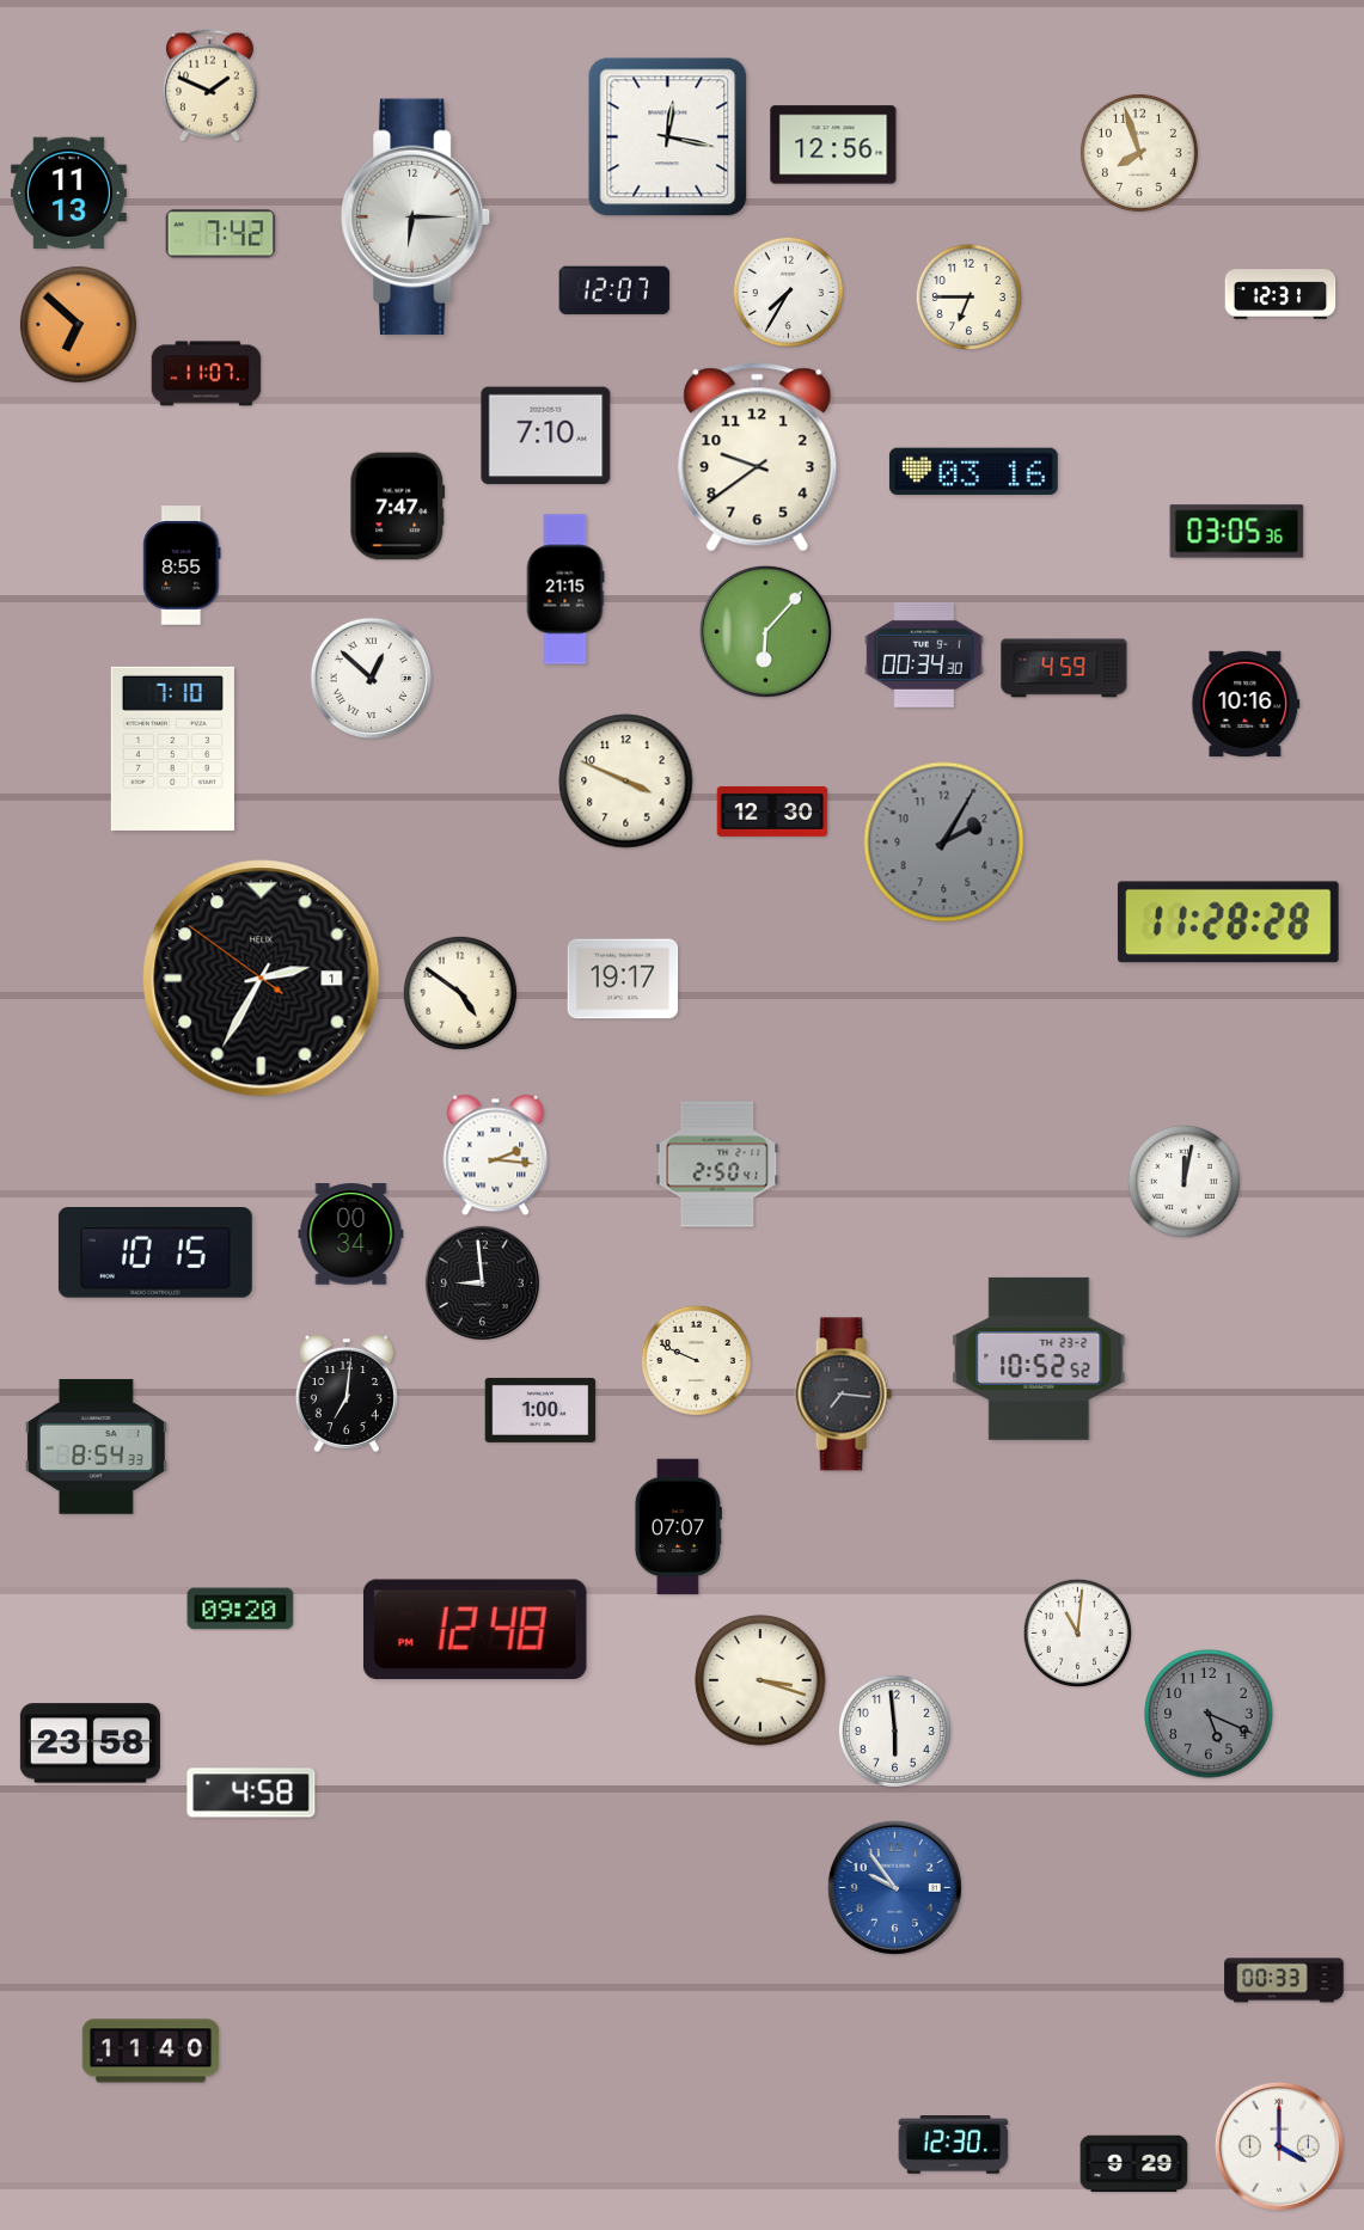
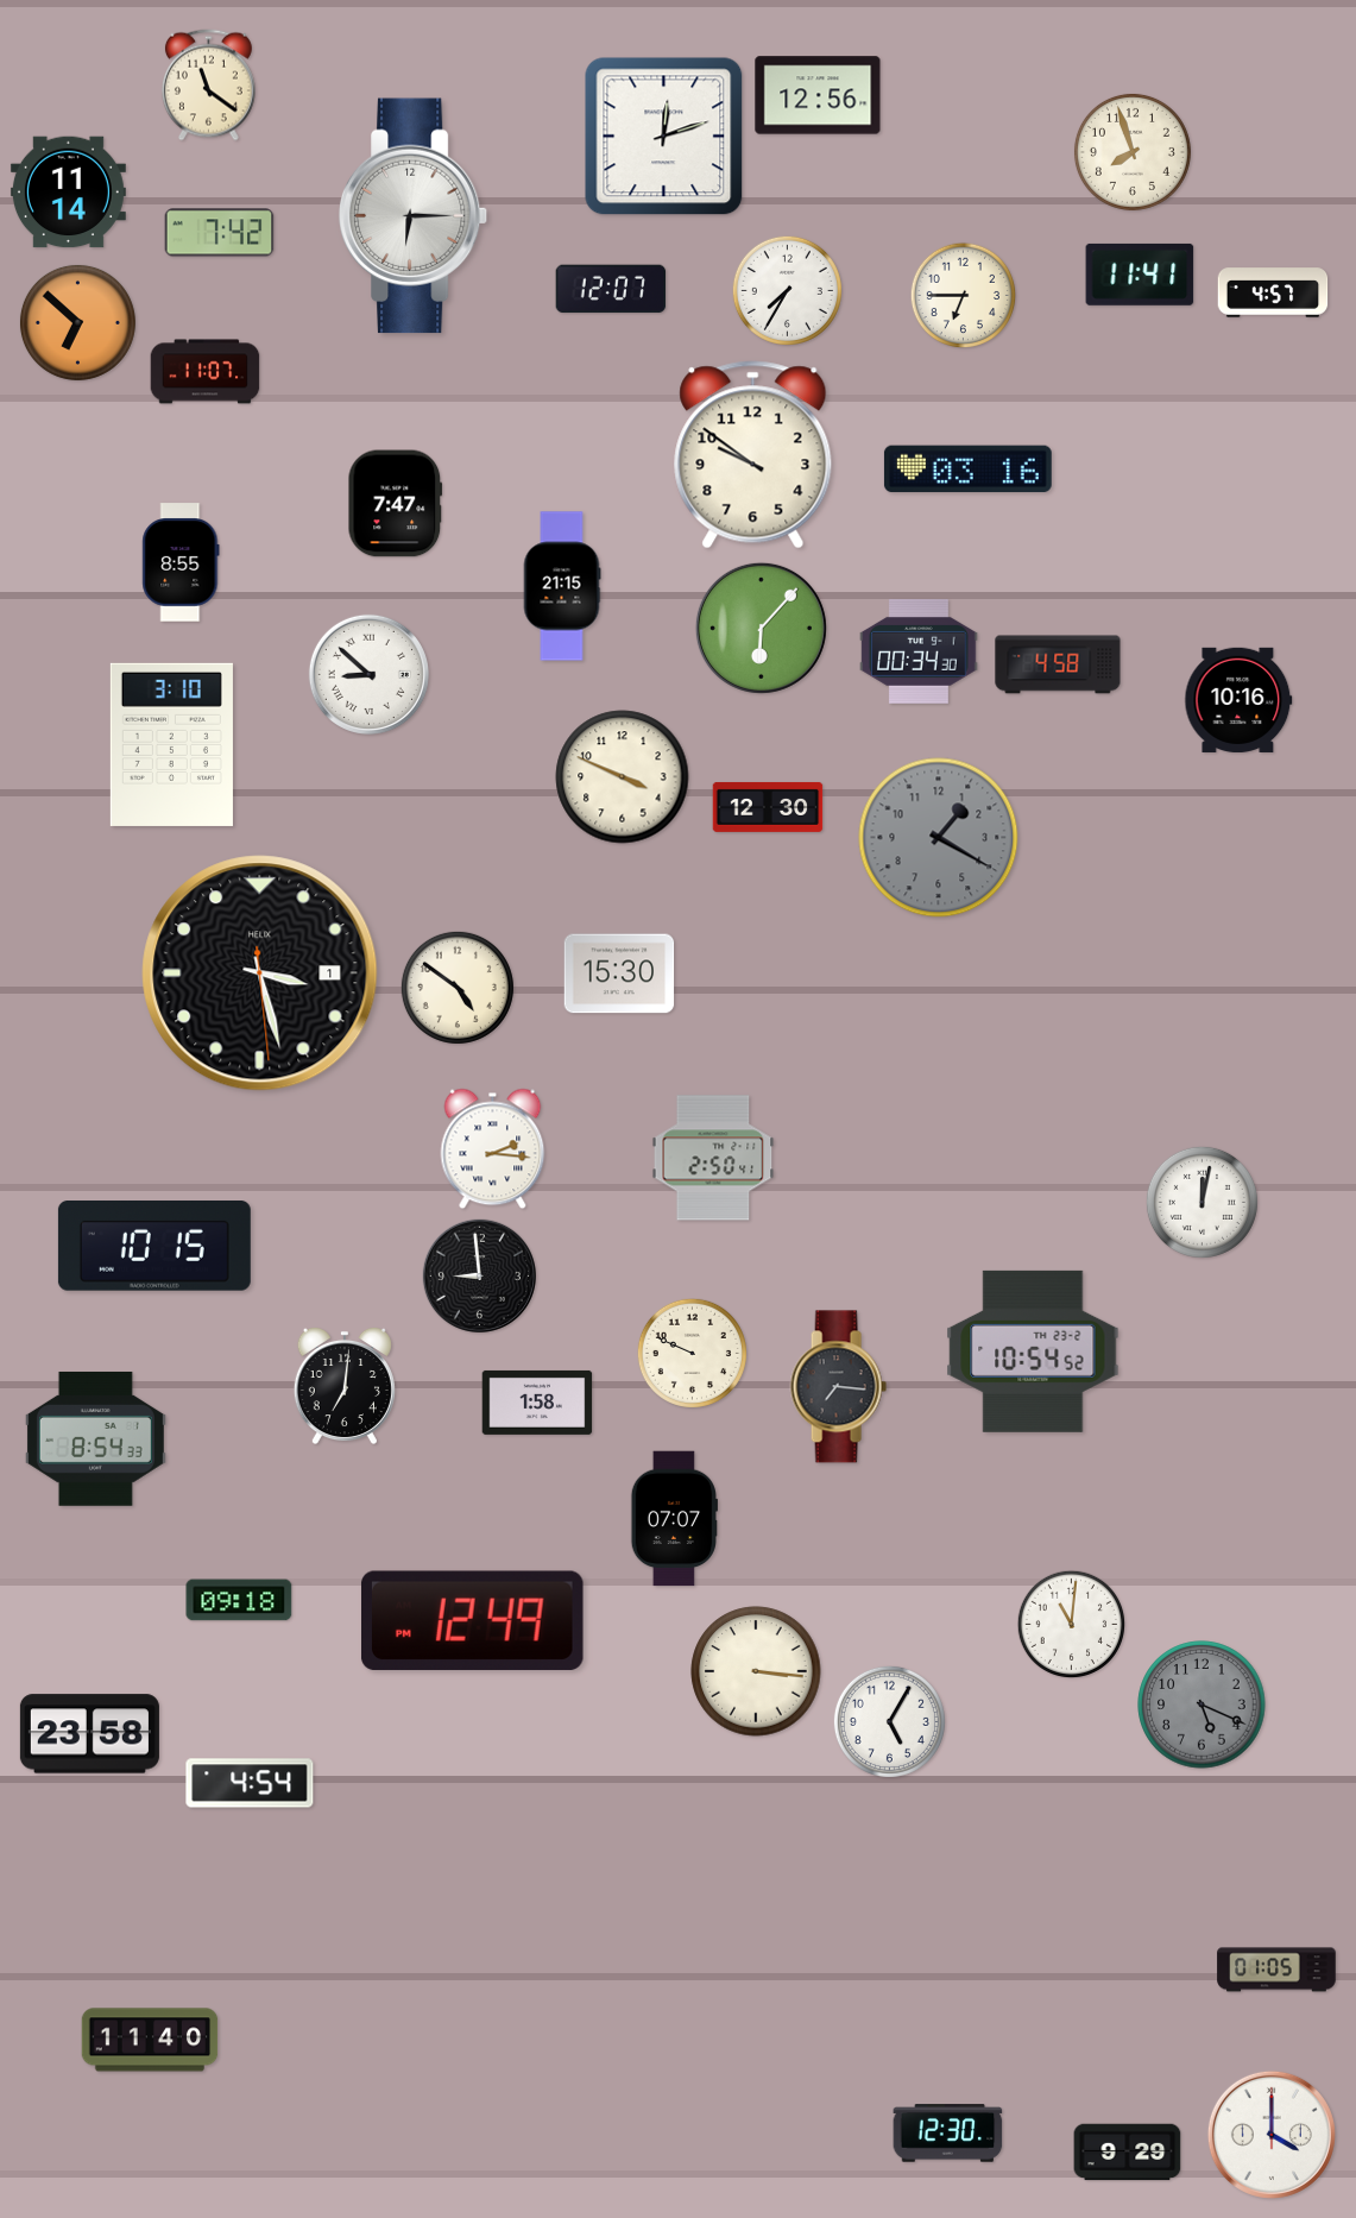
clock at (209, 86): 1:49 -> 11:21
clock at (668, 137): 12:17 -> 12:12
clock at (833, 145) position: (833, 145) -> (818, 95)
clock at (68, 194): 11:13 -> 11:14
clock at (1140, 275): none -> 11:41
clock at (788, 292) position: (788, 292) -> (787, 290)
clock at (1280, 294): 12:31 -> 4:57
clock at (546, 436): 7:10 -> none
clock at (758, 458): 9:39 -> 9:51
clock at (1237, 532): 03:05 -> none
clock at (1064, 668): 4:59 -> 4:58
clock at (371, 678): 12:52 -> 8:52
clock at (172, 748): 7:10 -> 3:10
clock at (944, 843): 2:05 -> 1:20
clock at (1228, 923): 11:28 -> none
clock at (262, 979): 2:34 -> 3:27
clock at (623, 979): 19:17 -> 15:30
clock at (1183, 1181) position: (1183, 1181) -> (1202, 1202)
clock at (351, 1235): 00:34 -> none
clock at (1039, 1359): 10:52 -> 10:54
clock at (540, 1410): 1:00 -> 1:58
clock at (240, 1609): 09:20 -> 09:18
clock at (475, 1629): 12:48 -> 12:49
clock at (760, 1680): 3:18 -> 3:16
clock at (894, 1730): 5:59 -> 5:05
clock at (251, 1793): 4:58 -> 4:54
clock at (894, 1887): 9:54 -> none
clock at (1284, 1980): 00:33 -> 01:05
